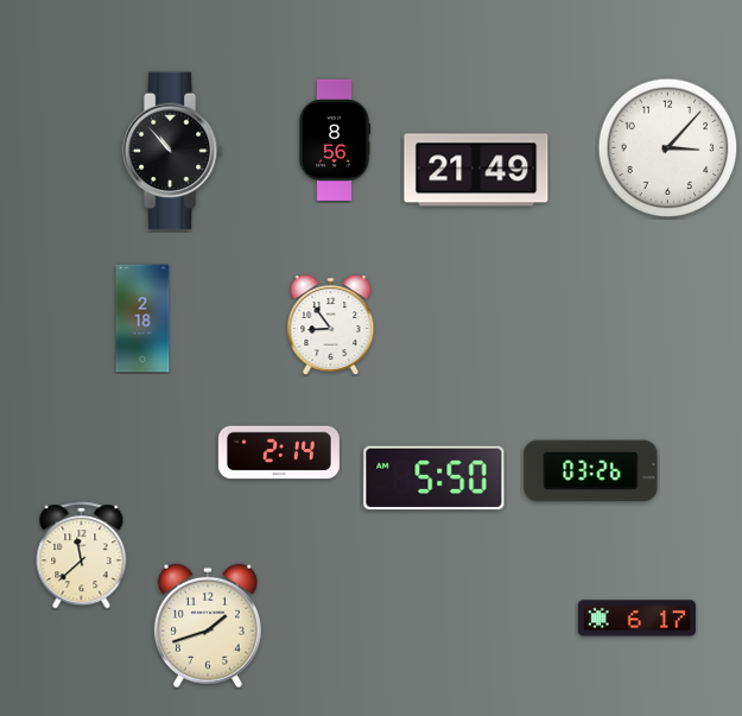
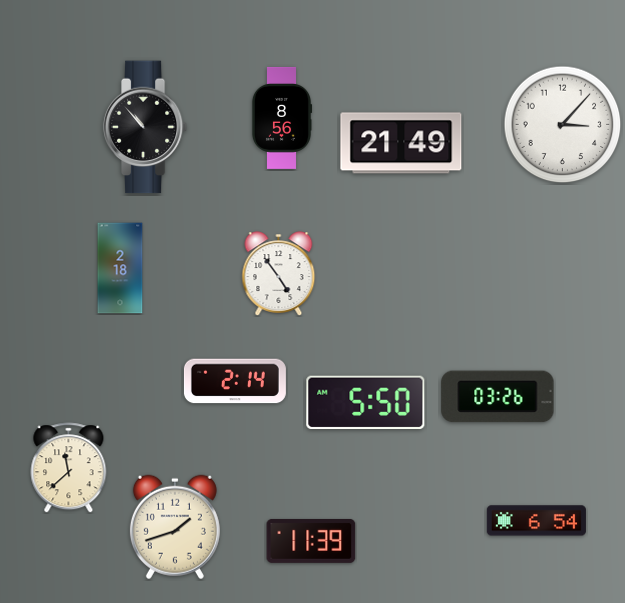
clock at (331, 325): 8:54 -> 4:54
clock at (636, 619): 6:17 -> 6:54
clock at (311, 541): none -> 11:39
